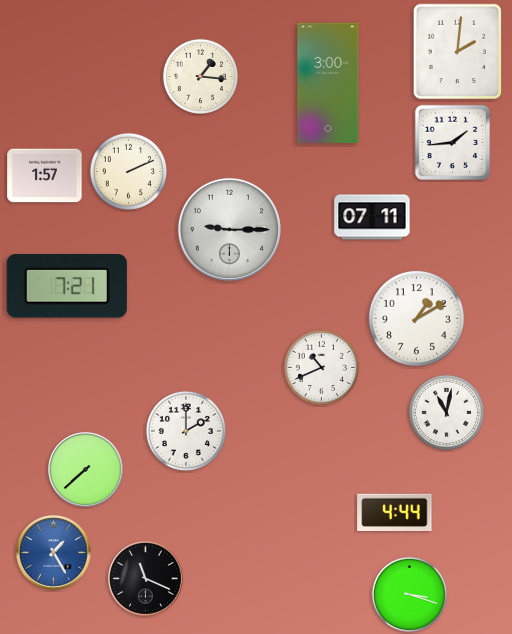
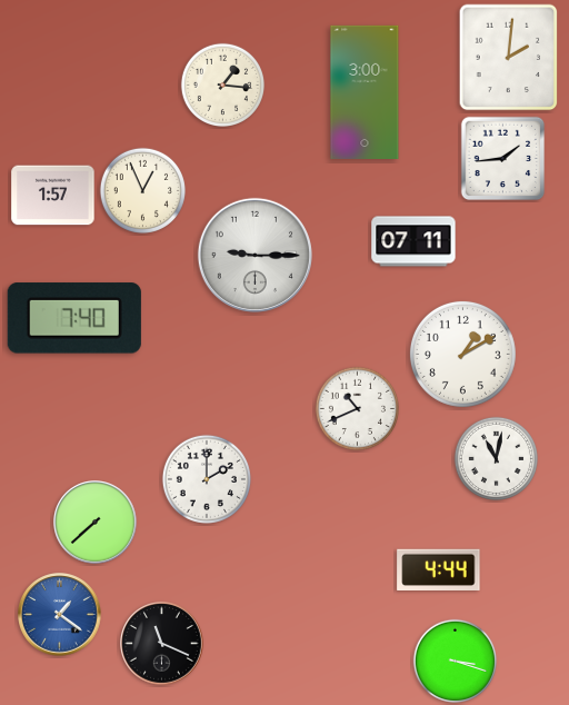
clock at (128, 171): 2:11 -> 12:56
clock at (45, 176) position: (45, 176) -> (53, 196)
clock at (67, 286): 7:21 -> 7:40
clock at (54, 553): 1:25 -> 1:21
